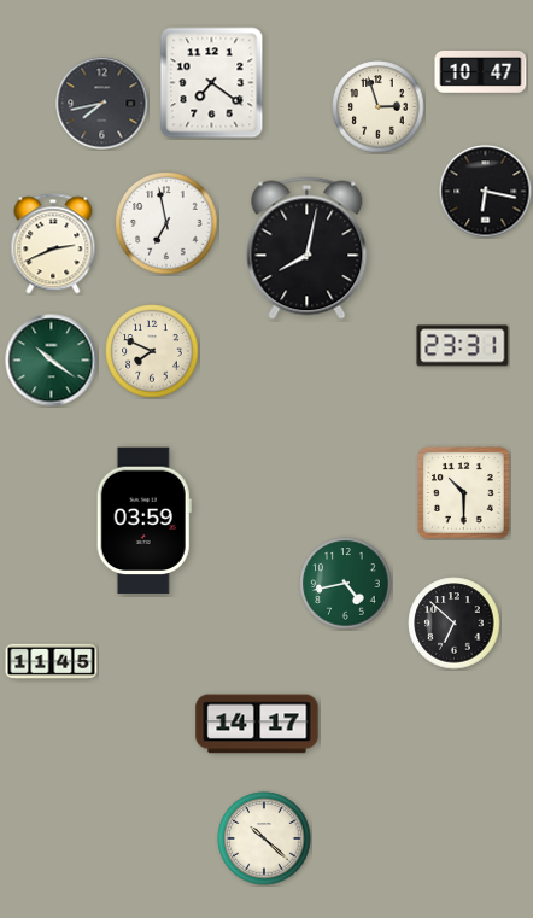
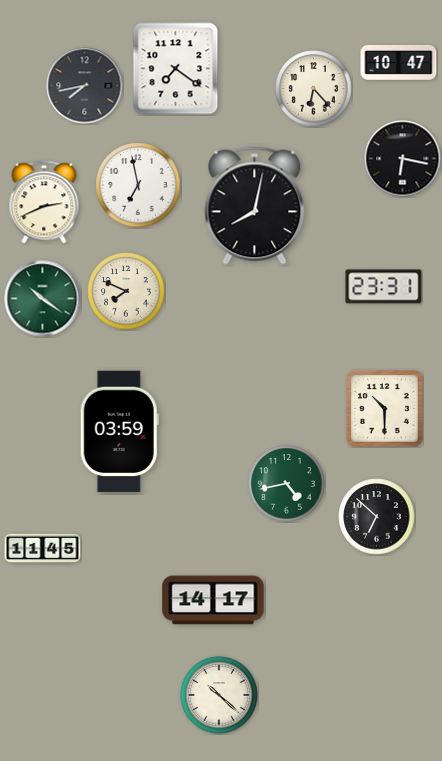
clock at (481, 71) position: (481, 71) -> (399, 62)
clock at (379, 107): 2:57 -> 6:23
